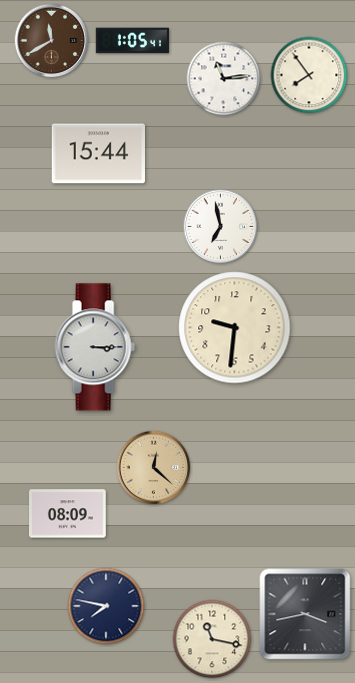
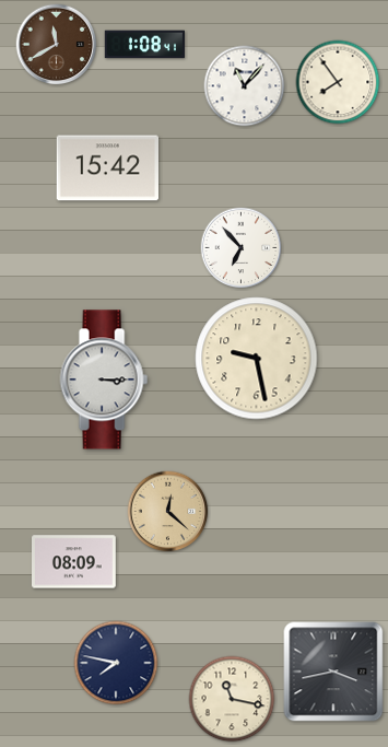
clock at (132, 41): 1:05 -> 1:08
clock at (224, 79): 11:14 -> 11:07
clock at (98, 154): 15:44 -> 15:42
clock at (221, 227): 6:58 -> 6:53
clock at (235, 328): 9:31 -> 9:28
